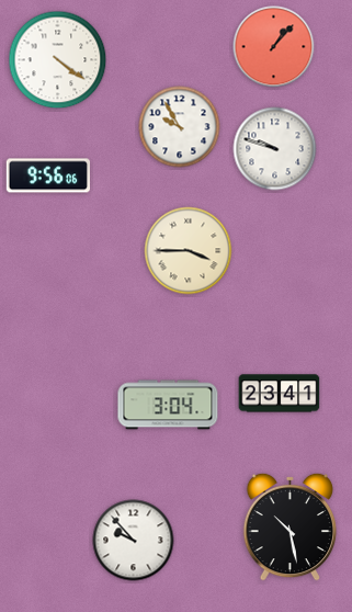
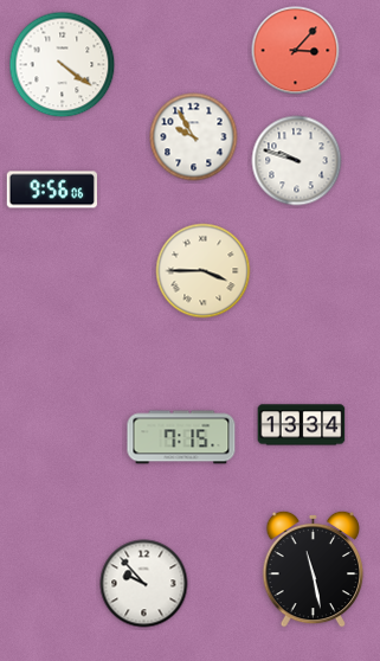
clock at (274, 47): 1:07 -> 3:07
clock at (280, 394): 23:41 -> 13:34
clock at (168, 405): 3:04 -> 7:15
clock at (291, 526): 10:28 -> 11:28
